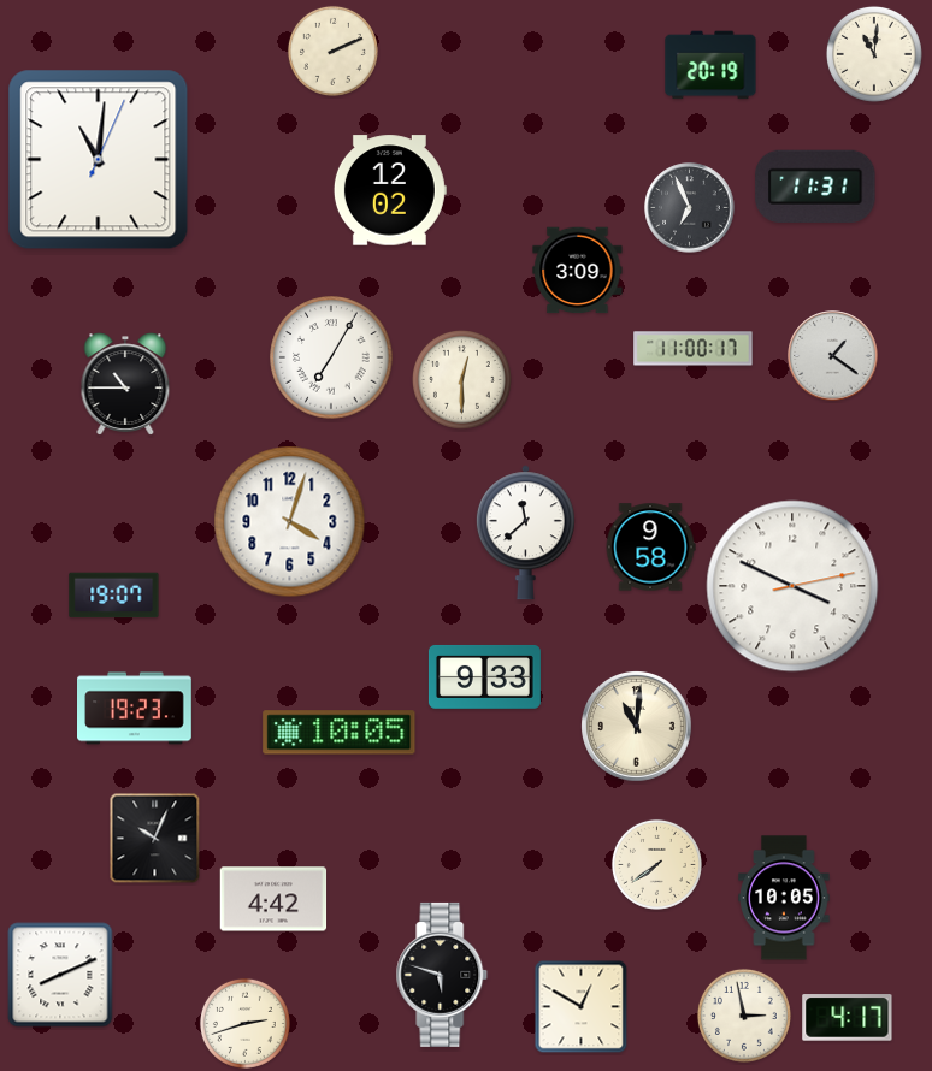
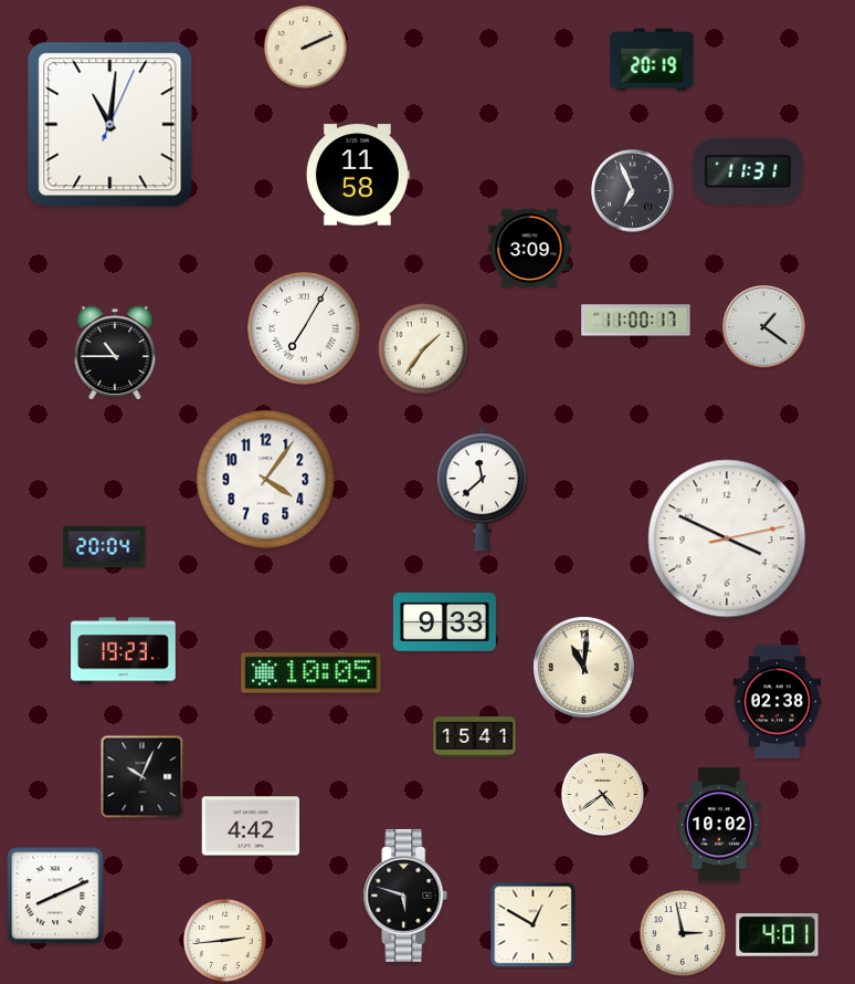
clock at (874, 54): 11:01 -> none
clock at (99, 160) position: (99, 160) -> (110, 125)
clock at (390, 190): 12:02 -> 11:58
clock at (461, 379): 12:30 -> 1:36
clock at (290, 522): 4:03 -> 4:06
clock at (650, 548): 9:58 -> none
clock at (114, 596): 19:07 -> 20:04
clock at (778, 702): none -> 02:38
clock at (475, 737): none -> 15:41
clock at (155, 839) position: (155, 839) -> (142, 777)
clock at (656, 864): 7:39 -> 4:39
clock at (784, 898): 10:05 -> 10:02
clock at (848, 1018): 4:17 -> 4:01
clock at (244, 1023): 2:42 -> 2:44
